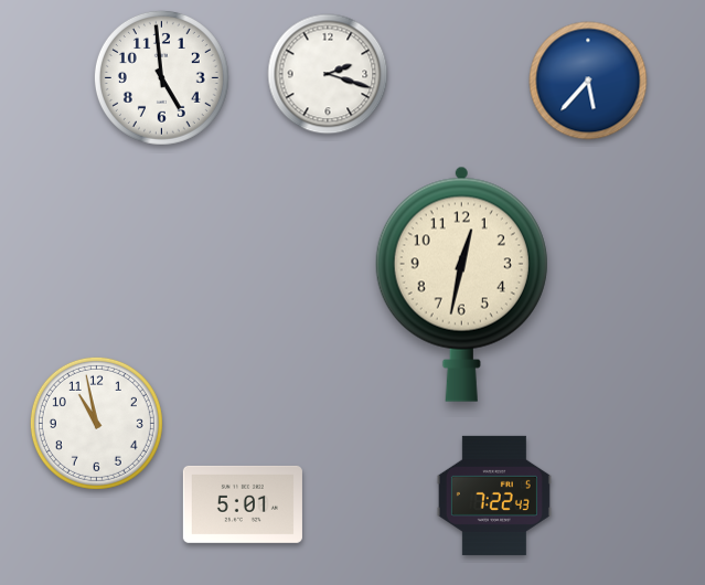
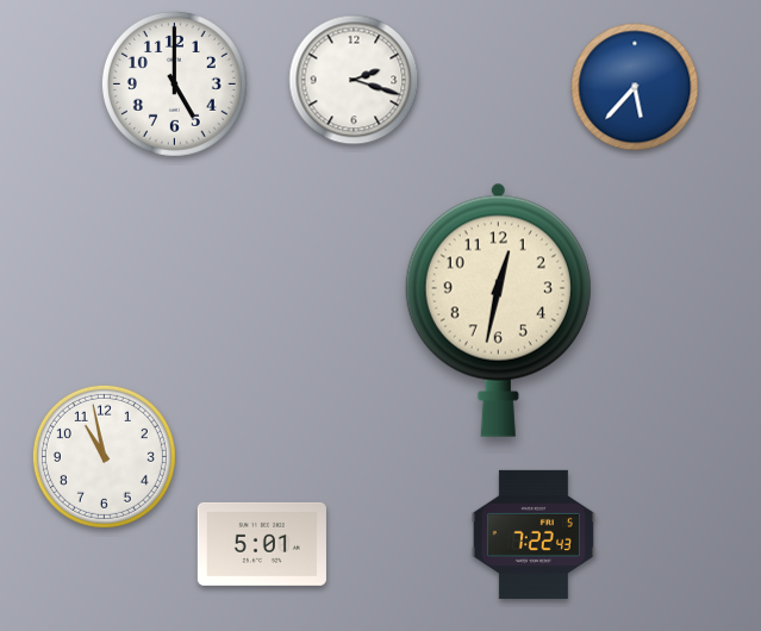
clock at (161, 77): 4:59 -> 5:00
clock at (461, 284) position: (461, 284) -> (498, 310)
